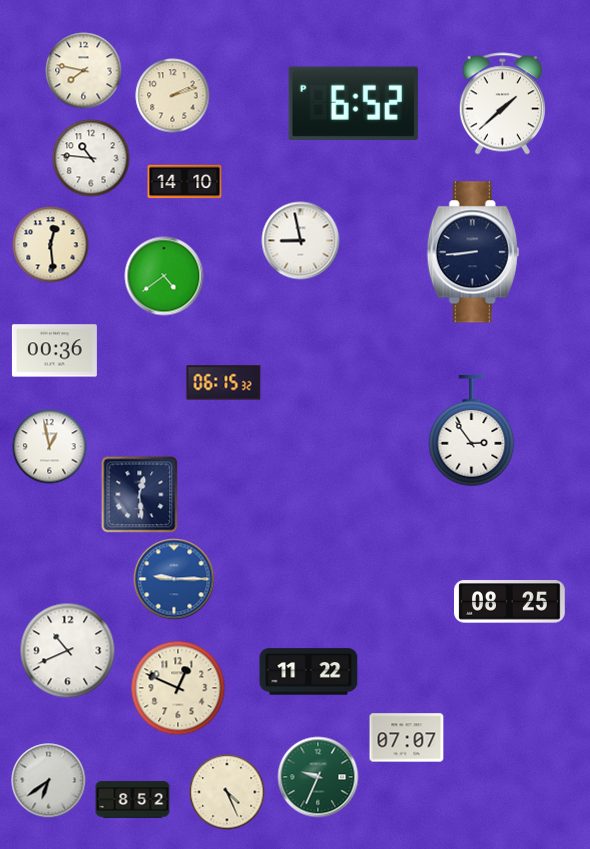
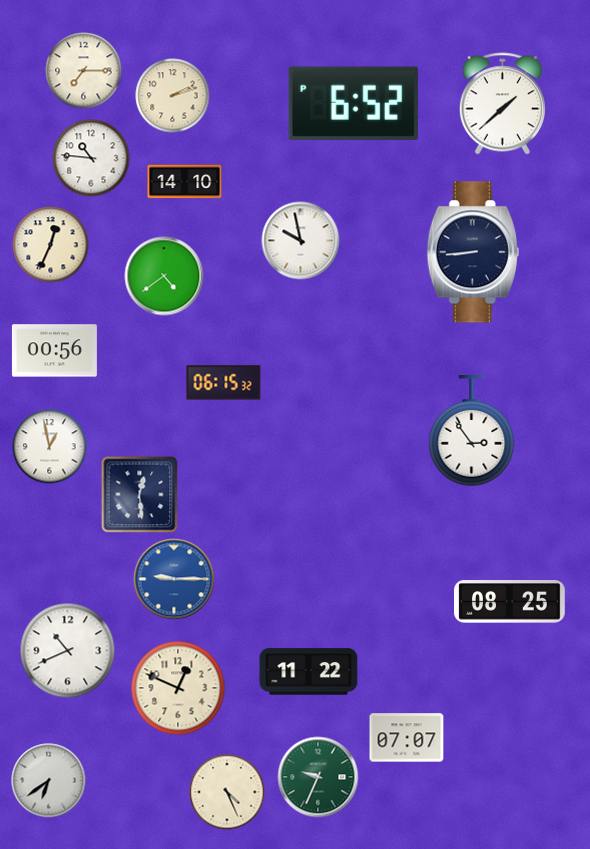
clock at (84, 71): 7:47 -> 7:15
clock at (301, 241): 8:58 -> 9:58
clock at (51, 245): 12:29 -> 12:34
clock at (54, 351): 00:36 -> 00:56
clock at (133, 800): 8:52 -> none
